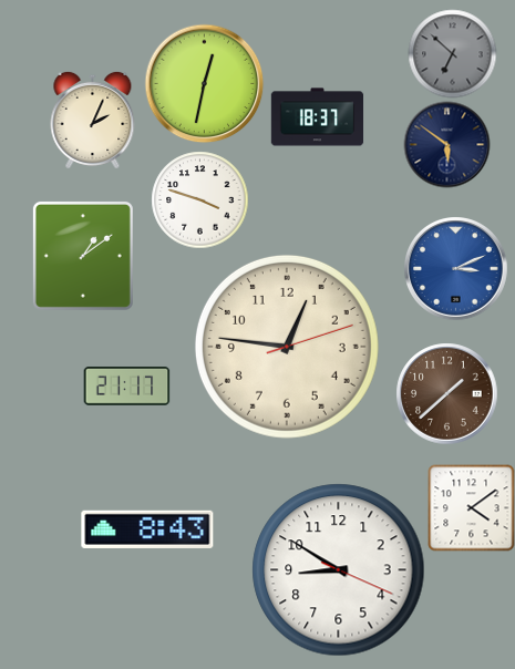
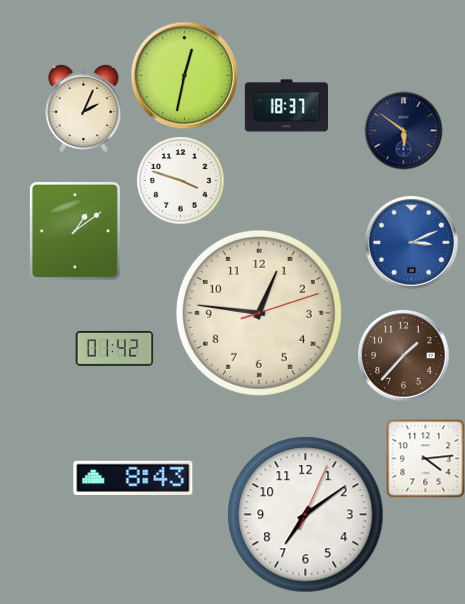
clock at (452, 53): 6:52 -> none
clock at (126, 385): 21:17 -> 01:42
clock at (446, 393): 1:38 -> 1:37
clock at (471, 507): 4:09 -> 4:14
clock at (339, 570): 8:50 -> 7:09
